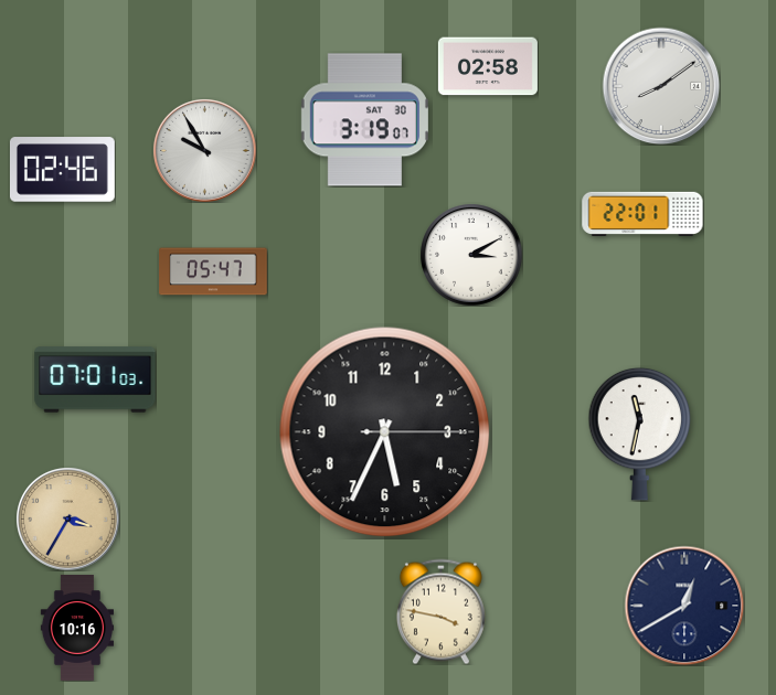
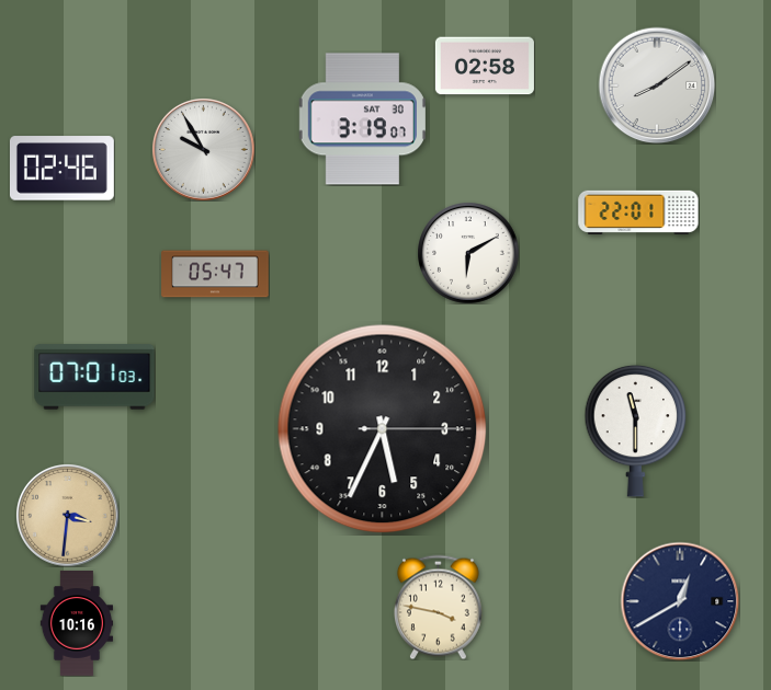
clock at (471, 255): 3:10 -> 6:10
clock at (213, 271) position: (213, 271) -> (215, 274)
clock at (640, 434): 11:32 -> 11:30
clock at (68, 520): 3:35 -> 3:31
